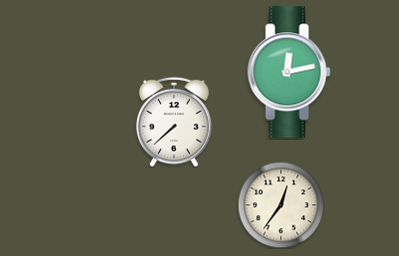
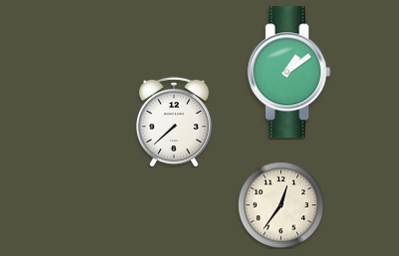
clock at (289, 72): 12:13 -> 1:09
